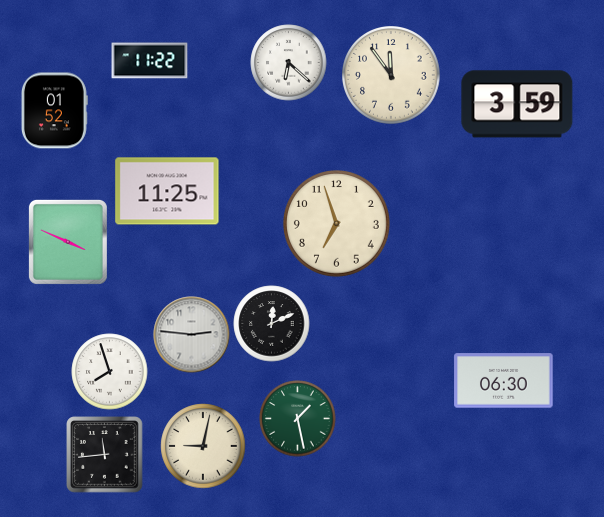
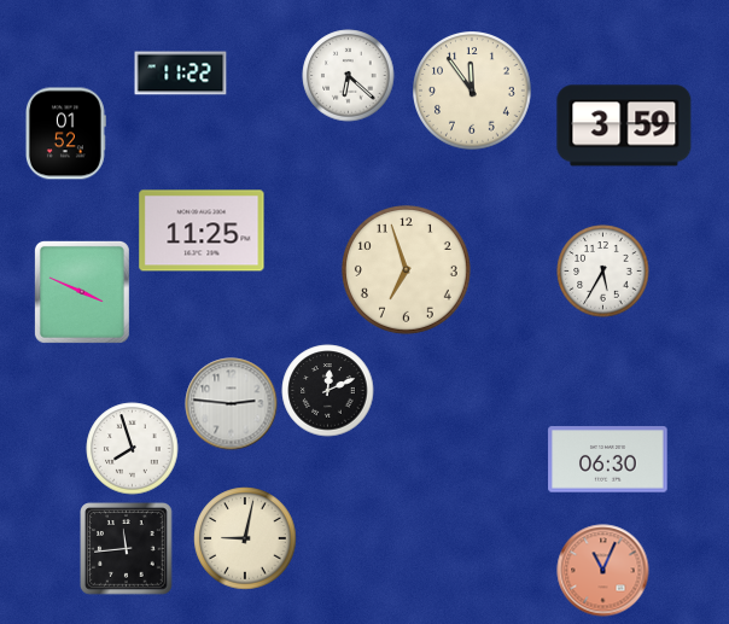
clock at (603, 272): none -> 5:35
clock at (298, 419): 1:28 -> none
clock at (603, 571): none -> 11:04
